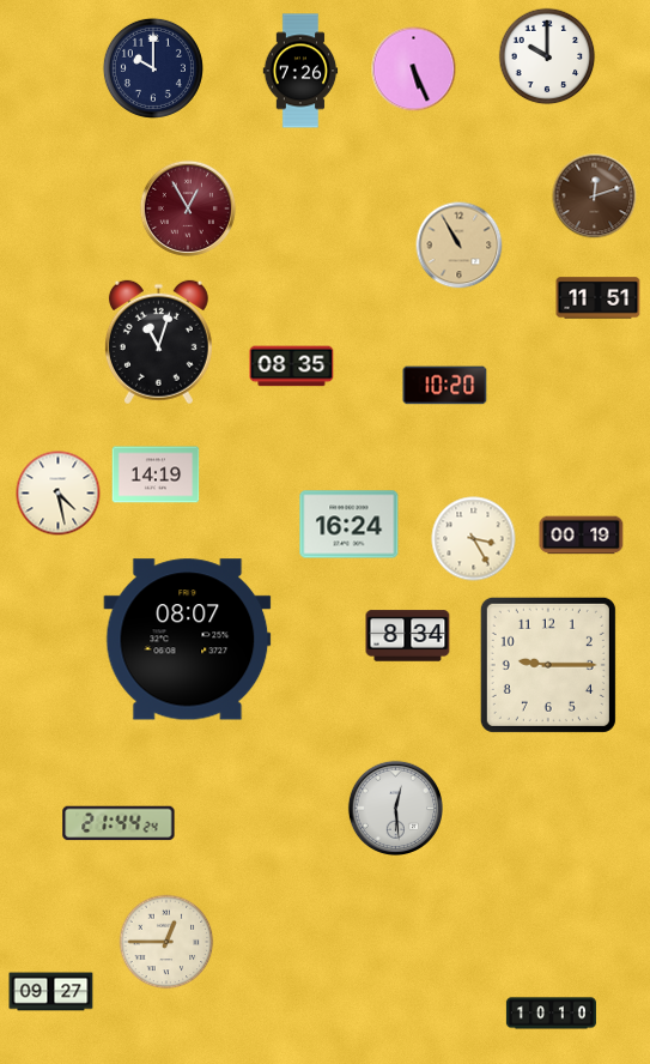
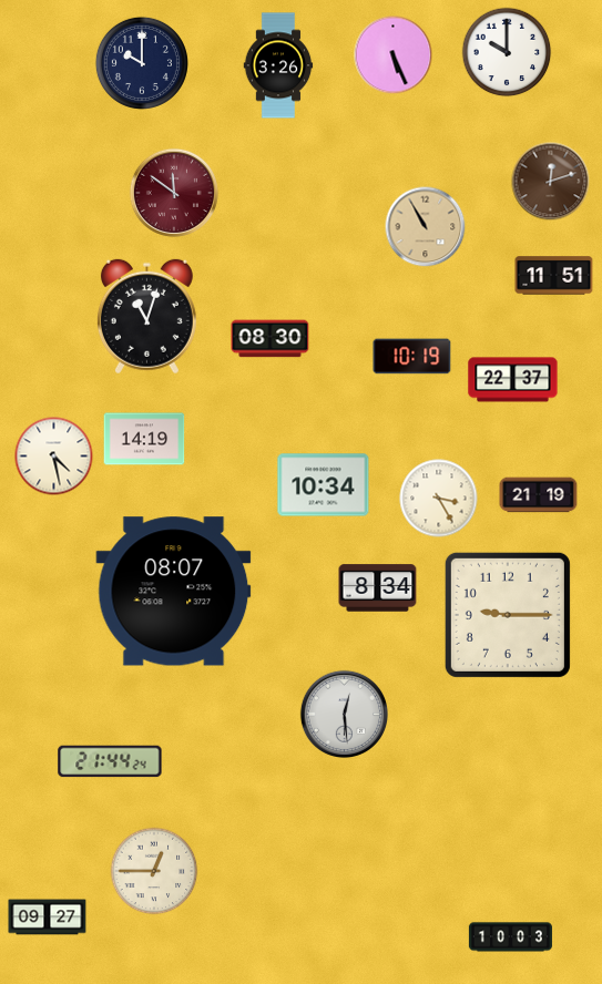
clock at (414, 69) position: (414, 69) -> (394, 55)
clock at (300, 71): 7:26 -> 3:26
clock at (188, 208): 12:55 -> 11:51
clock at (292, 367): 08:35 -> 08:30
clock at (445, 386): 10:20 -> 10:19
clock at (513, 380): none -> 22:37
clock at (350, 525): 16:24 -> 10:34
clock at (582, 536): 00:19 -> 21:19
clock at (395, 808) position: (395, 808) -> (344, 714)
clock at (551, 1014): 10:10 -> 10:03
